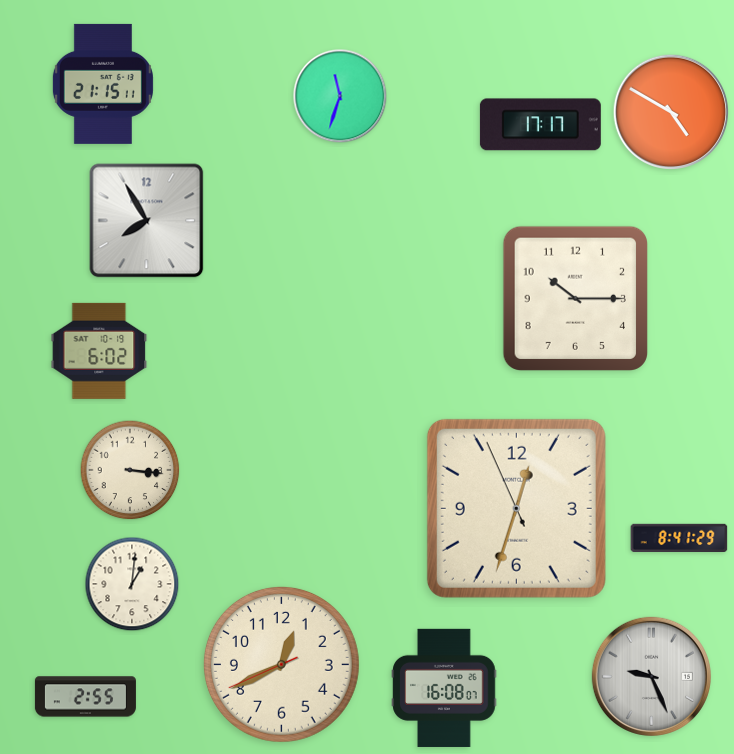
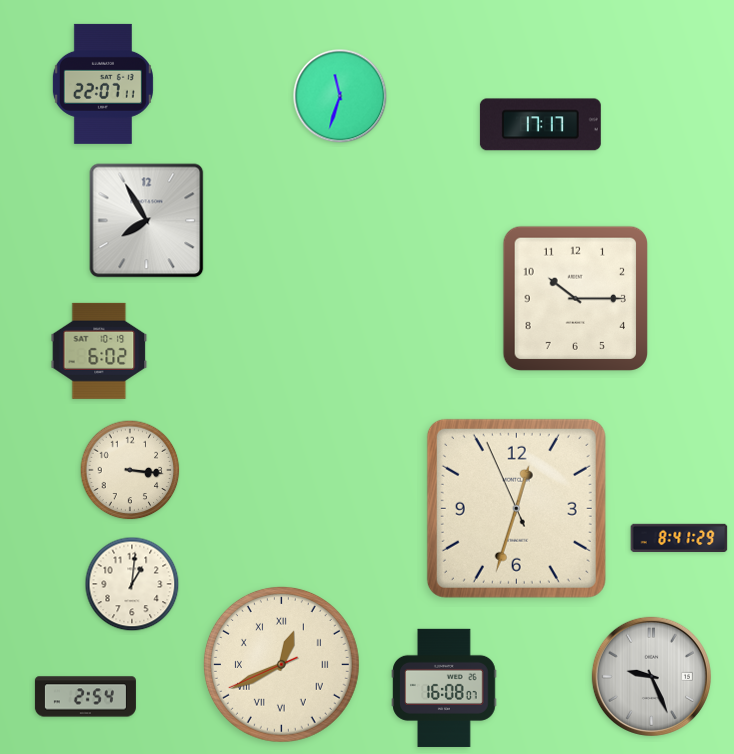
clock at (103, 84): 21:15 -> 22:07
clock at (670, 111): 4:50 -> none
clock at (281, 664) numerals: Arabic -> Roman
clock at (85, 697): 2:55 -> 2:54
